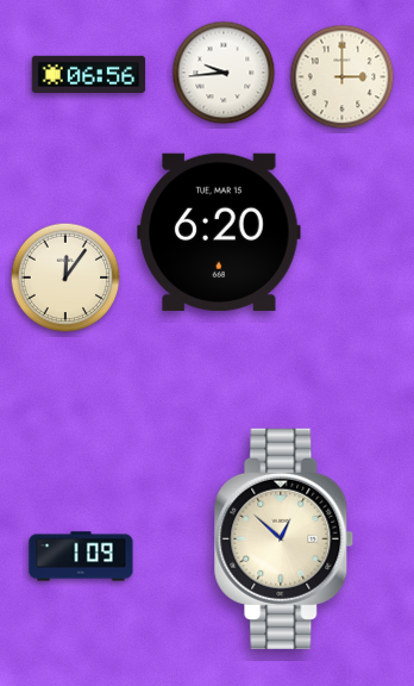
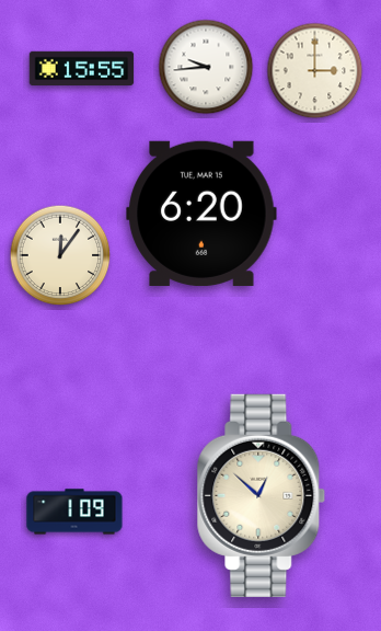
clock at (89, 74): 06:56 -> 15:55
